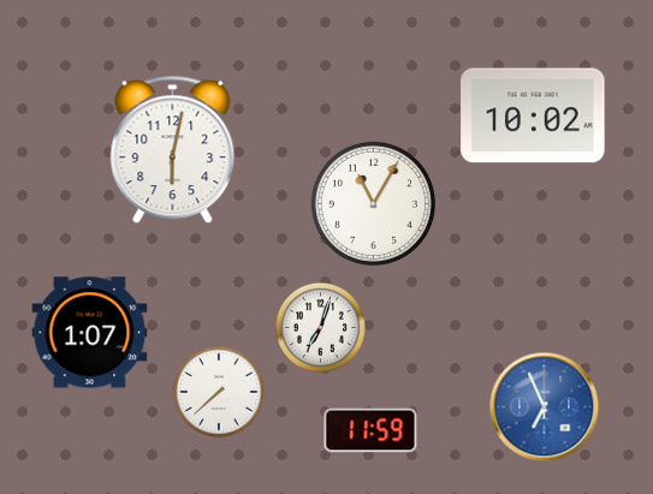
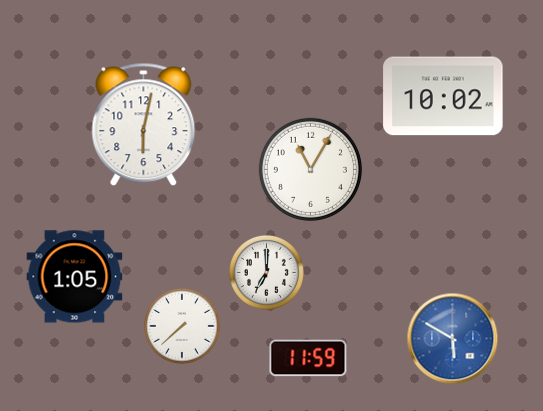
clock at (320, 327): 7:03 -> 7:00
clock at (90, 333): 1:07 -> 1:05
clock at (545, 407): 6:56 -> 5:50
